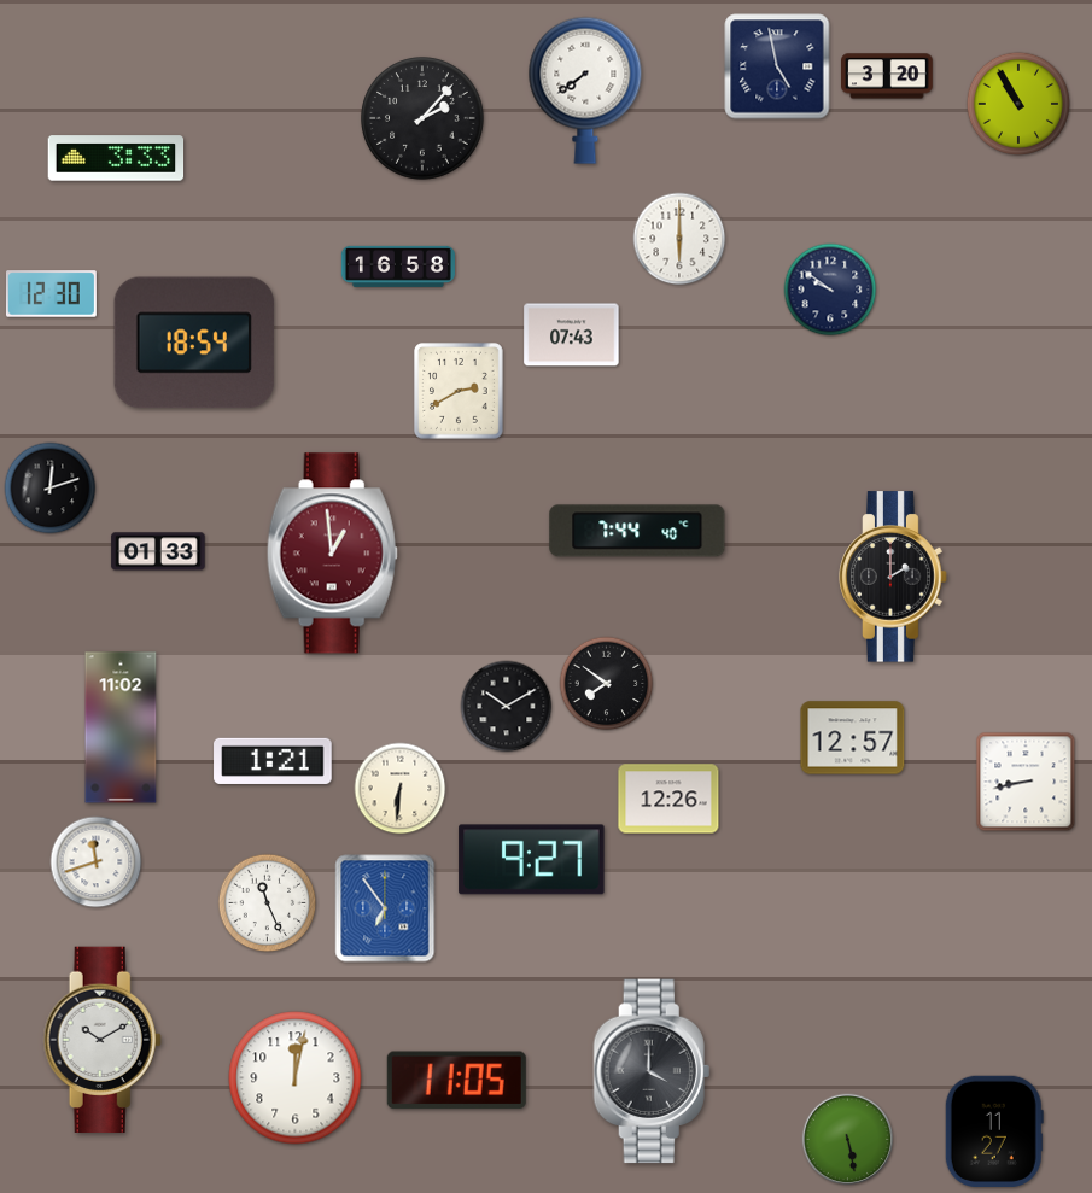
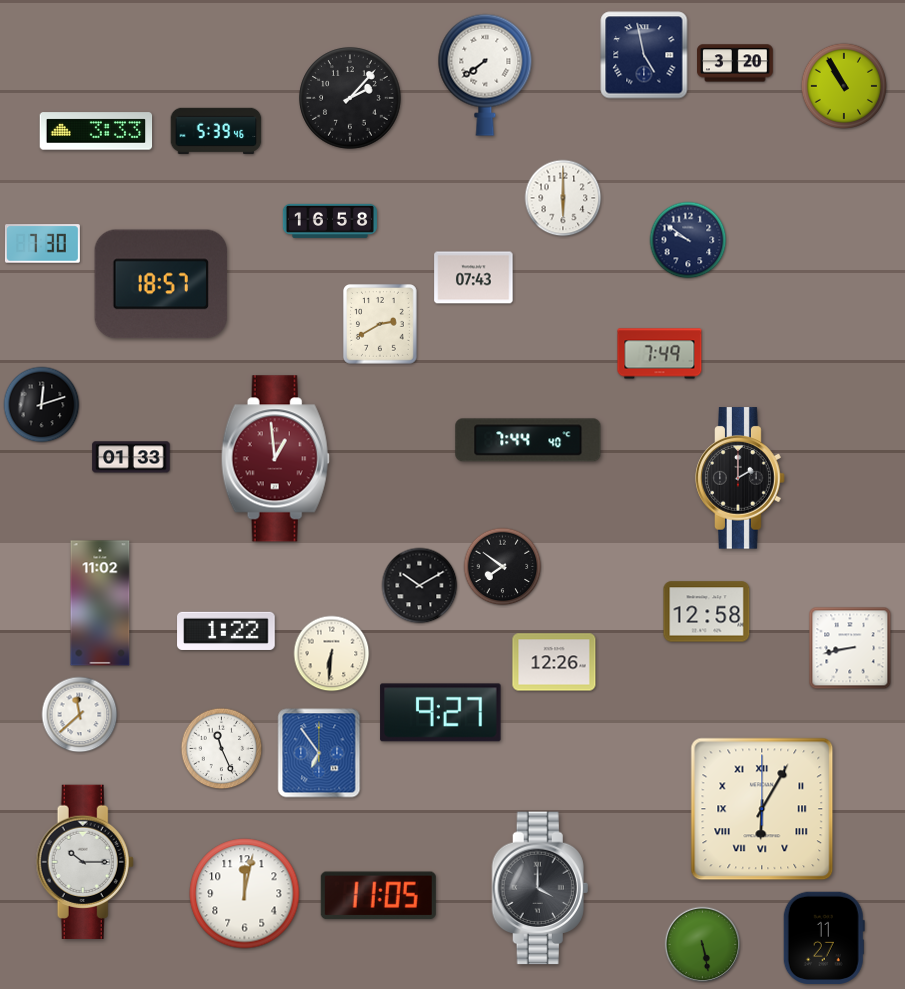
clock at (216, 130): none -> 5:39
clock at (51, 294): 12:30 -> 7:30
clock at (194, 343): 18:54 -> 18:57
clock at (660, 354): none -> 7:49
clock at (853, 738): 12:57 -> 12:58
clock at (273, 761): 1:21 -> 1:22
clock at (97, 862): 11:42 -> 11:38
clock at (762, 809): none -> 6:05
clock at (103, 1039): 10:10 -> 10:15
